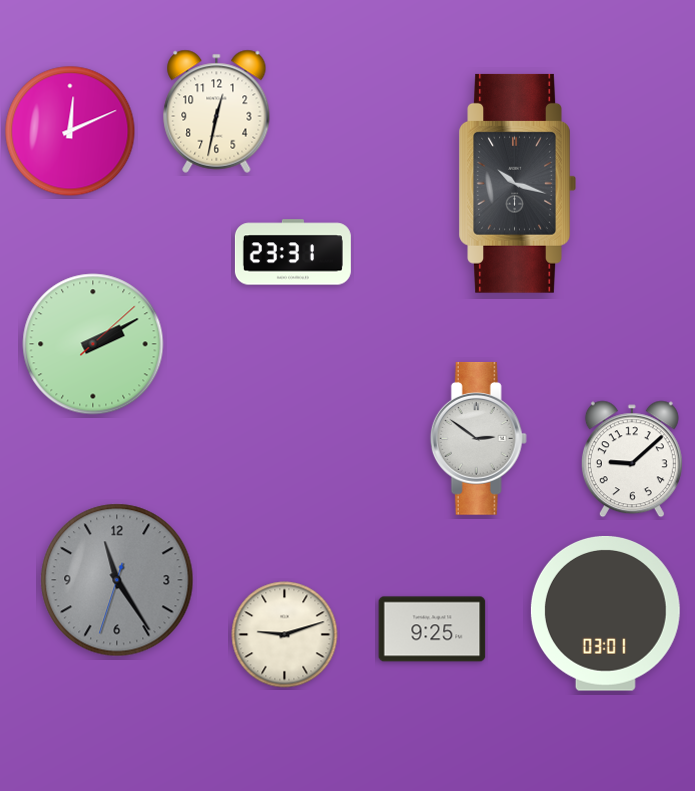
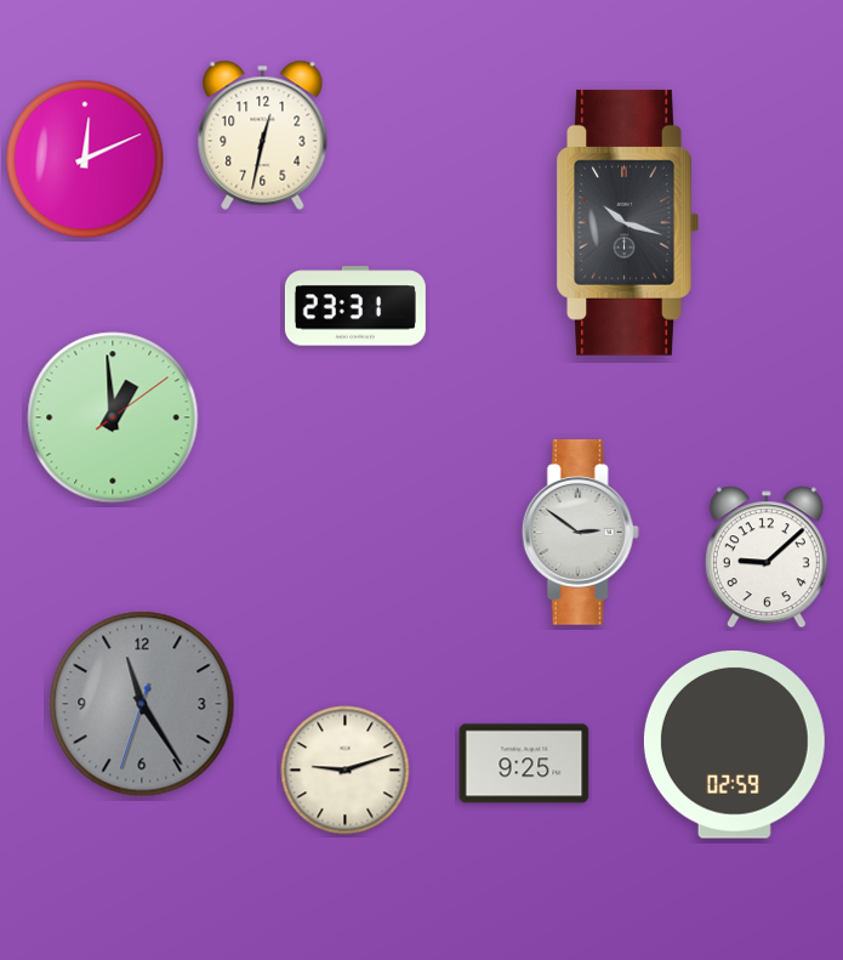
clock at (93, 344): 2:10 -> 12:59
clock at (605, 614): 03:01 -> 02:59
